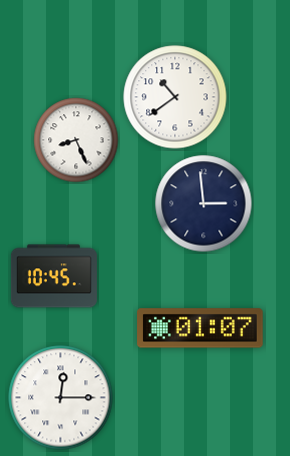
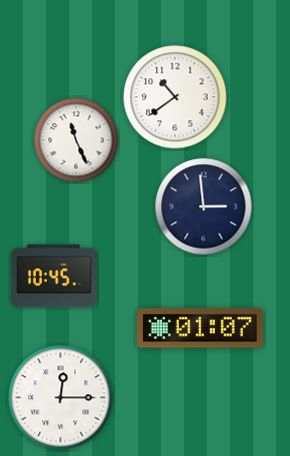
clock at (76, 140): 8:26 -> 11:26
clock at (204, 204) position: (204, 204) -> (204, 207)
